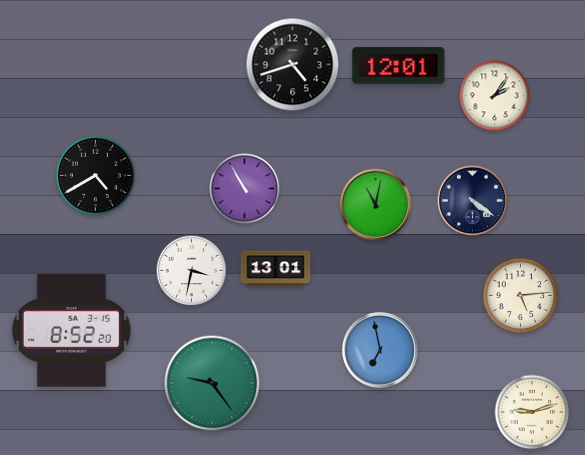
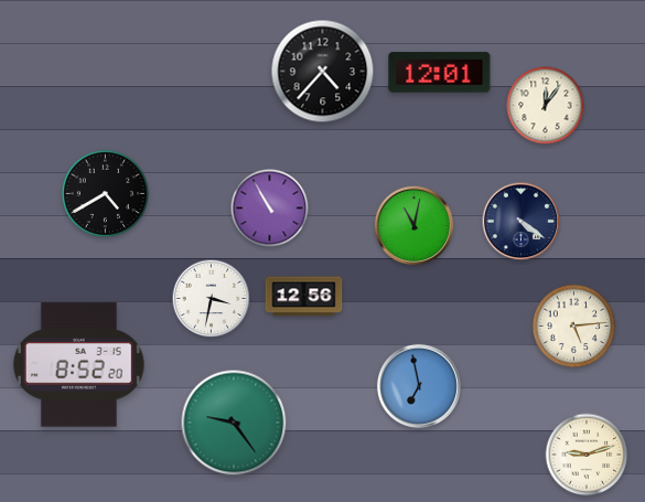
clock at (293, 65): 4:42 -> 4:37
clock at (495, 96): 2:06 -> 12:06
clock at (276, 269): 13:01 -> 12:56
